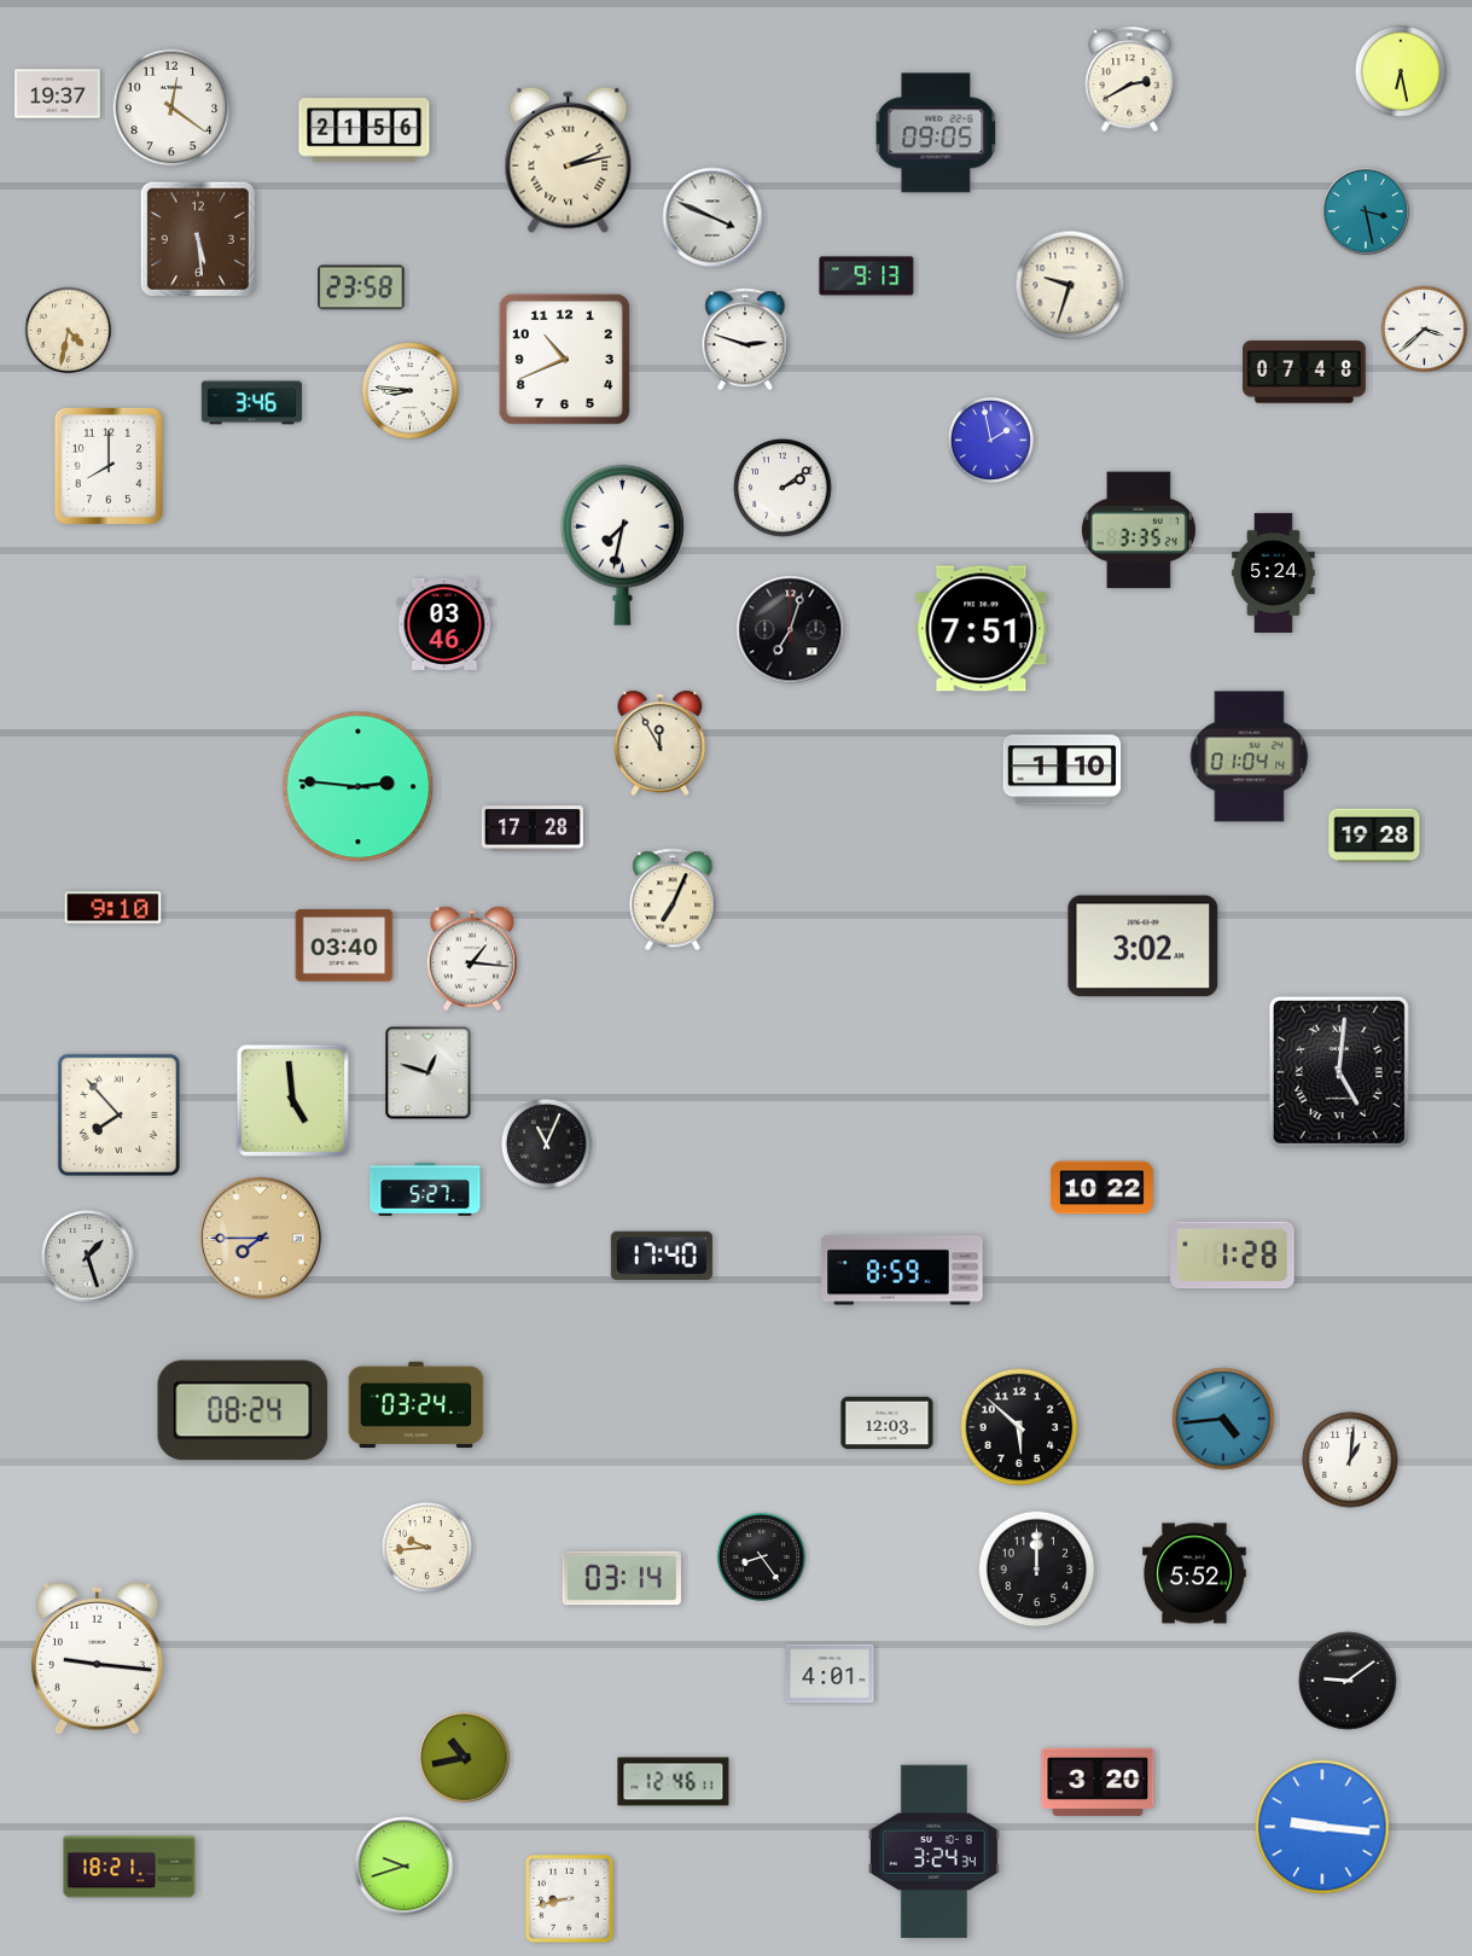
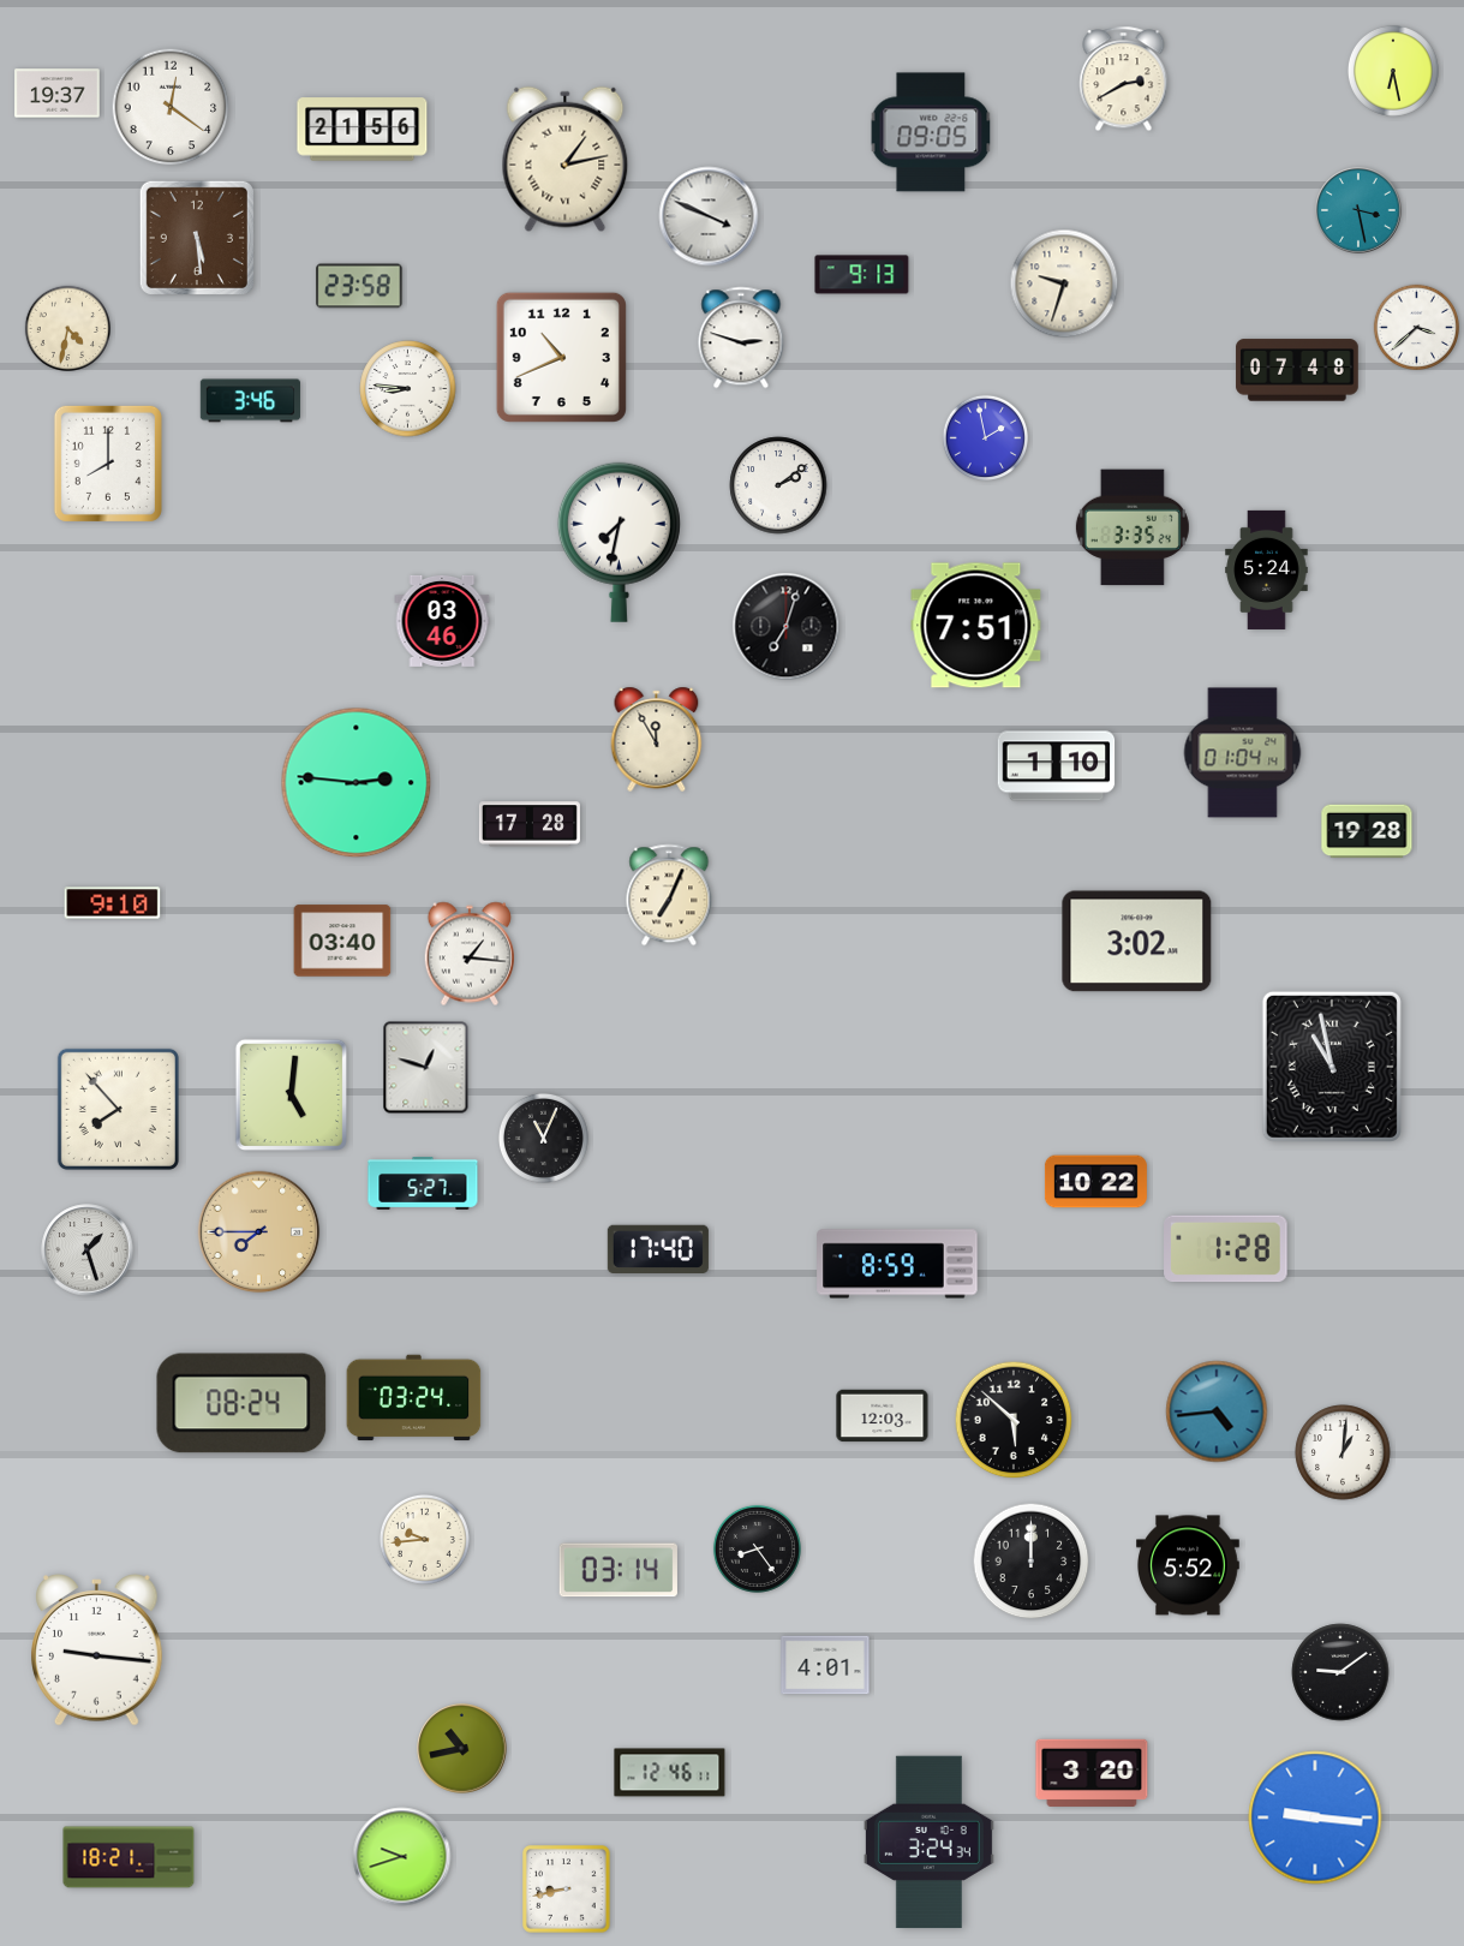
clock at (569, 161): 2:13 -> 1:13
clock at (1339, 1072): 5:01 -> 10:58
clock at (292, 1100): 4:59 -> 5:01
